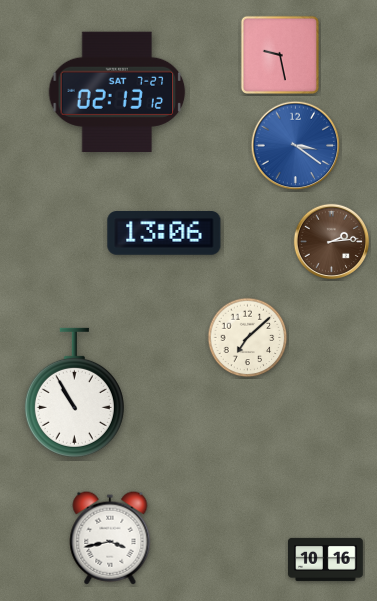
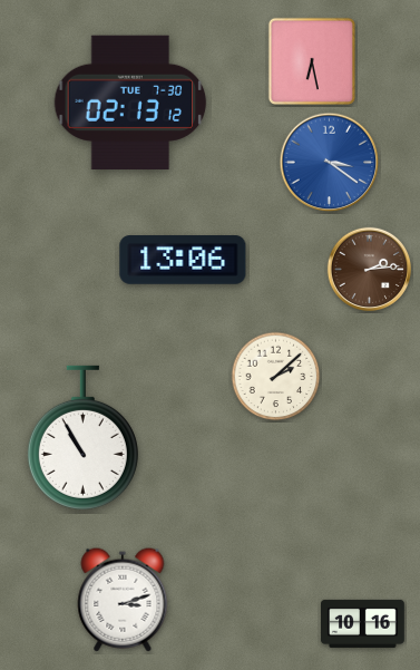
clock at (279, 54): 9:28 -> 6:28
clock at (117, 91) date: SAT 7-27 -> TUE 7-30
clock at (248, 338): 7:08 -> 2:08
clock at (110, 538): 3:43 -> 3:12
